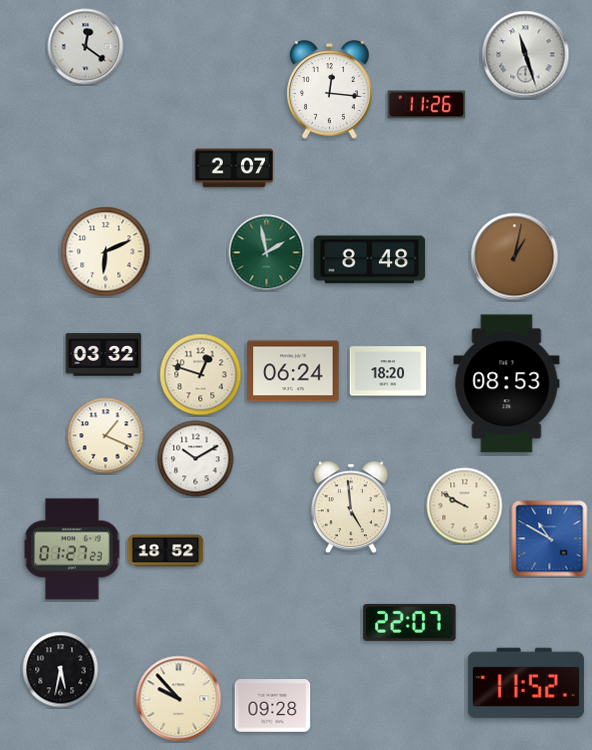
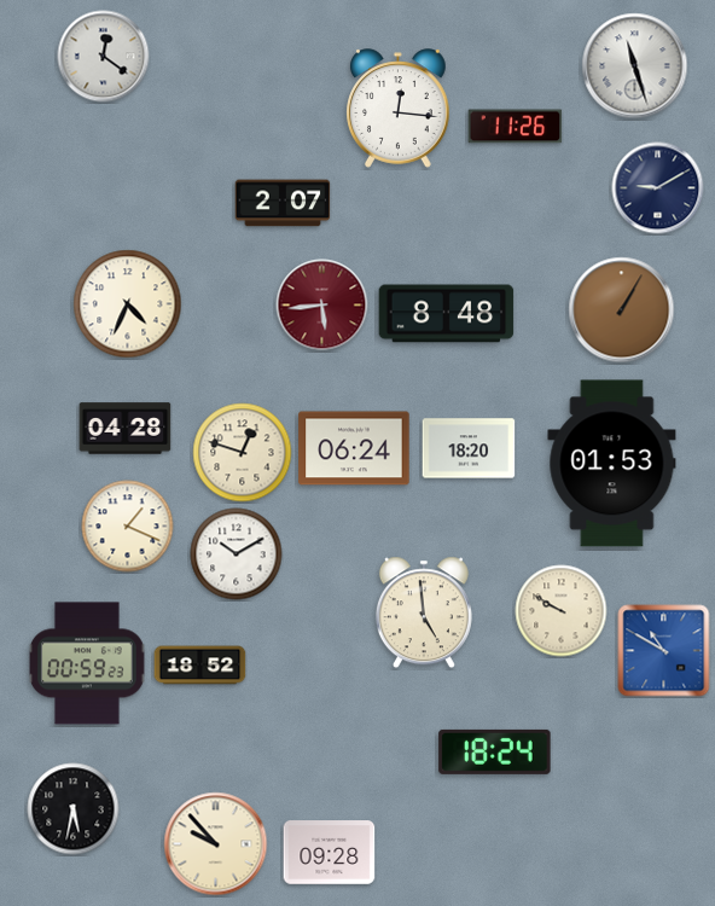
clock at (658, 188): none -> 9:10
clock at (106, 252): 6:11 -> 4:34
clock at (267, 253): 1:58 -> 5:44
clock at (267, 253) dial: green -> burgundy
clock at (515, 257): 1:02 -> 1:05
clock at (104, 355): 03:32 -> 04:28
clock at (507, 384): 08:53 -> 01:53
clock at (72, 549): 01:27 -> 00:59
clock at (410, 622): 22:07 -> 18:24
clock at (526, 683): 11:52 -> none
